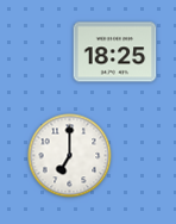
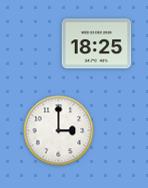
clock at (70, 156): 7:00 -> 3:00
